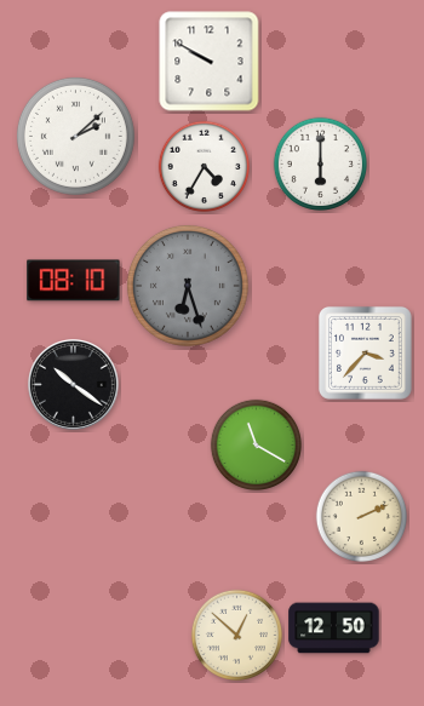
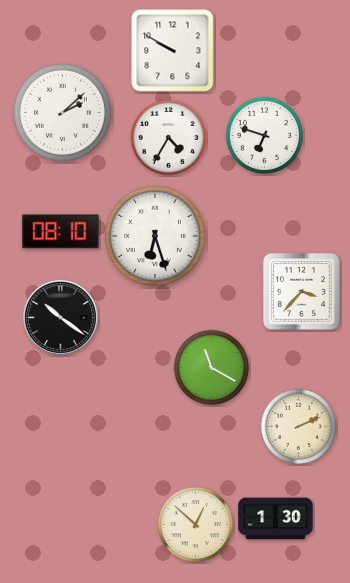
clock at (320, 163): 6:00 -> 6:48
clock at (188, 286) dial: grey -> white
clock at (334, 628): 12:50 -> 1:30
